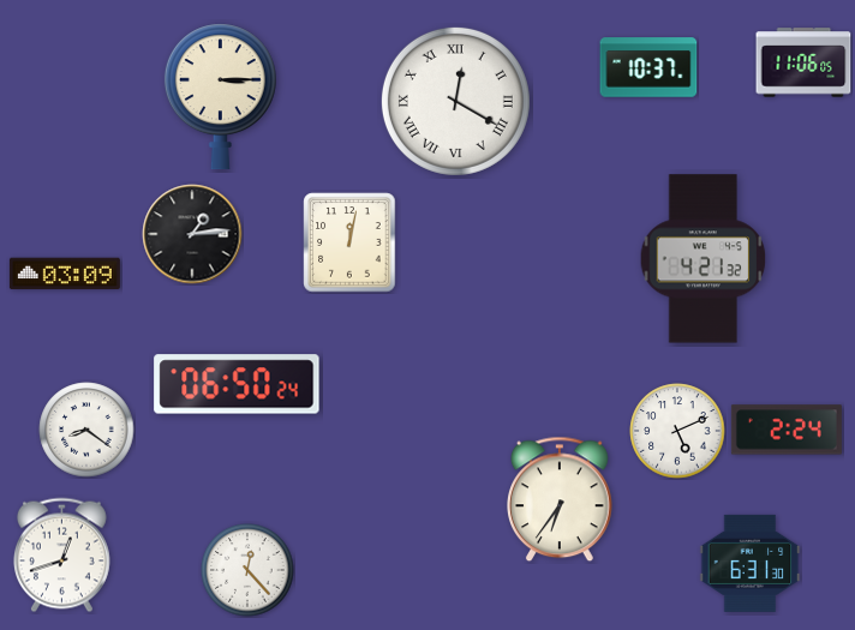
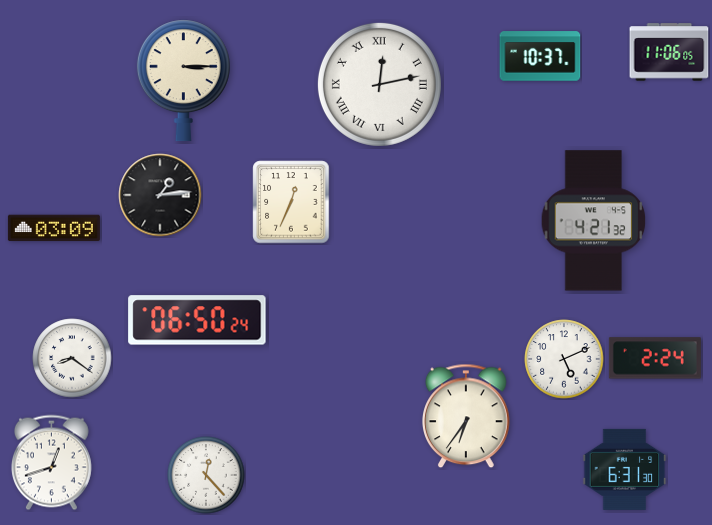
clock at (455, 101): 12:20 -> 12:13
clock at (349, 242): 12:02 -> 12:34
clock at (704, 259) position: (704, 259) -> (594, 221)
